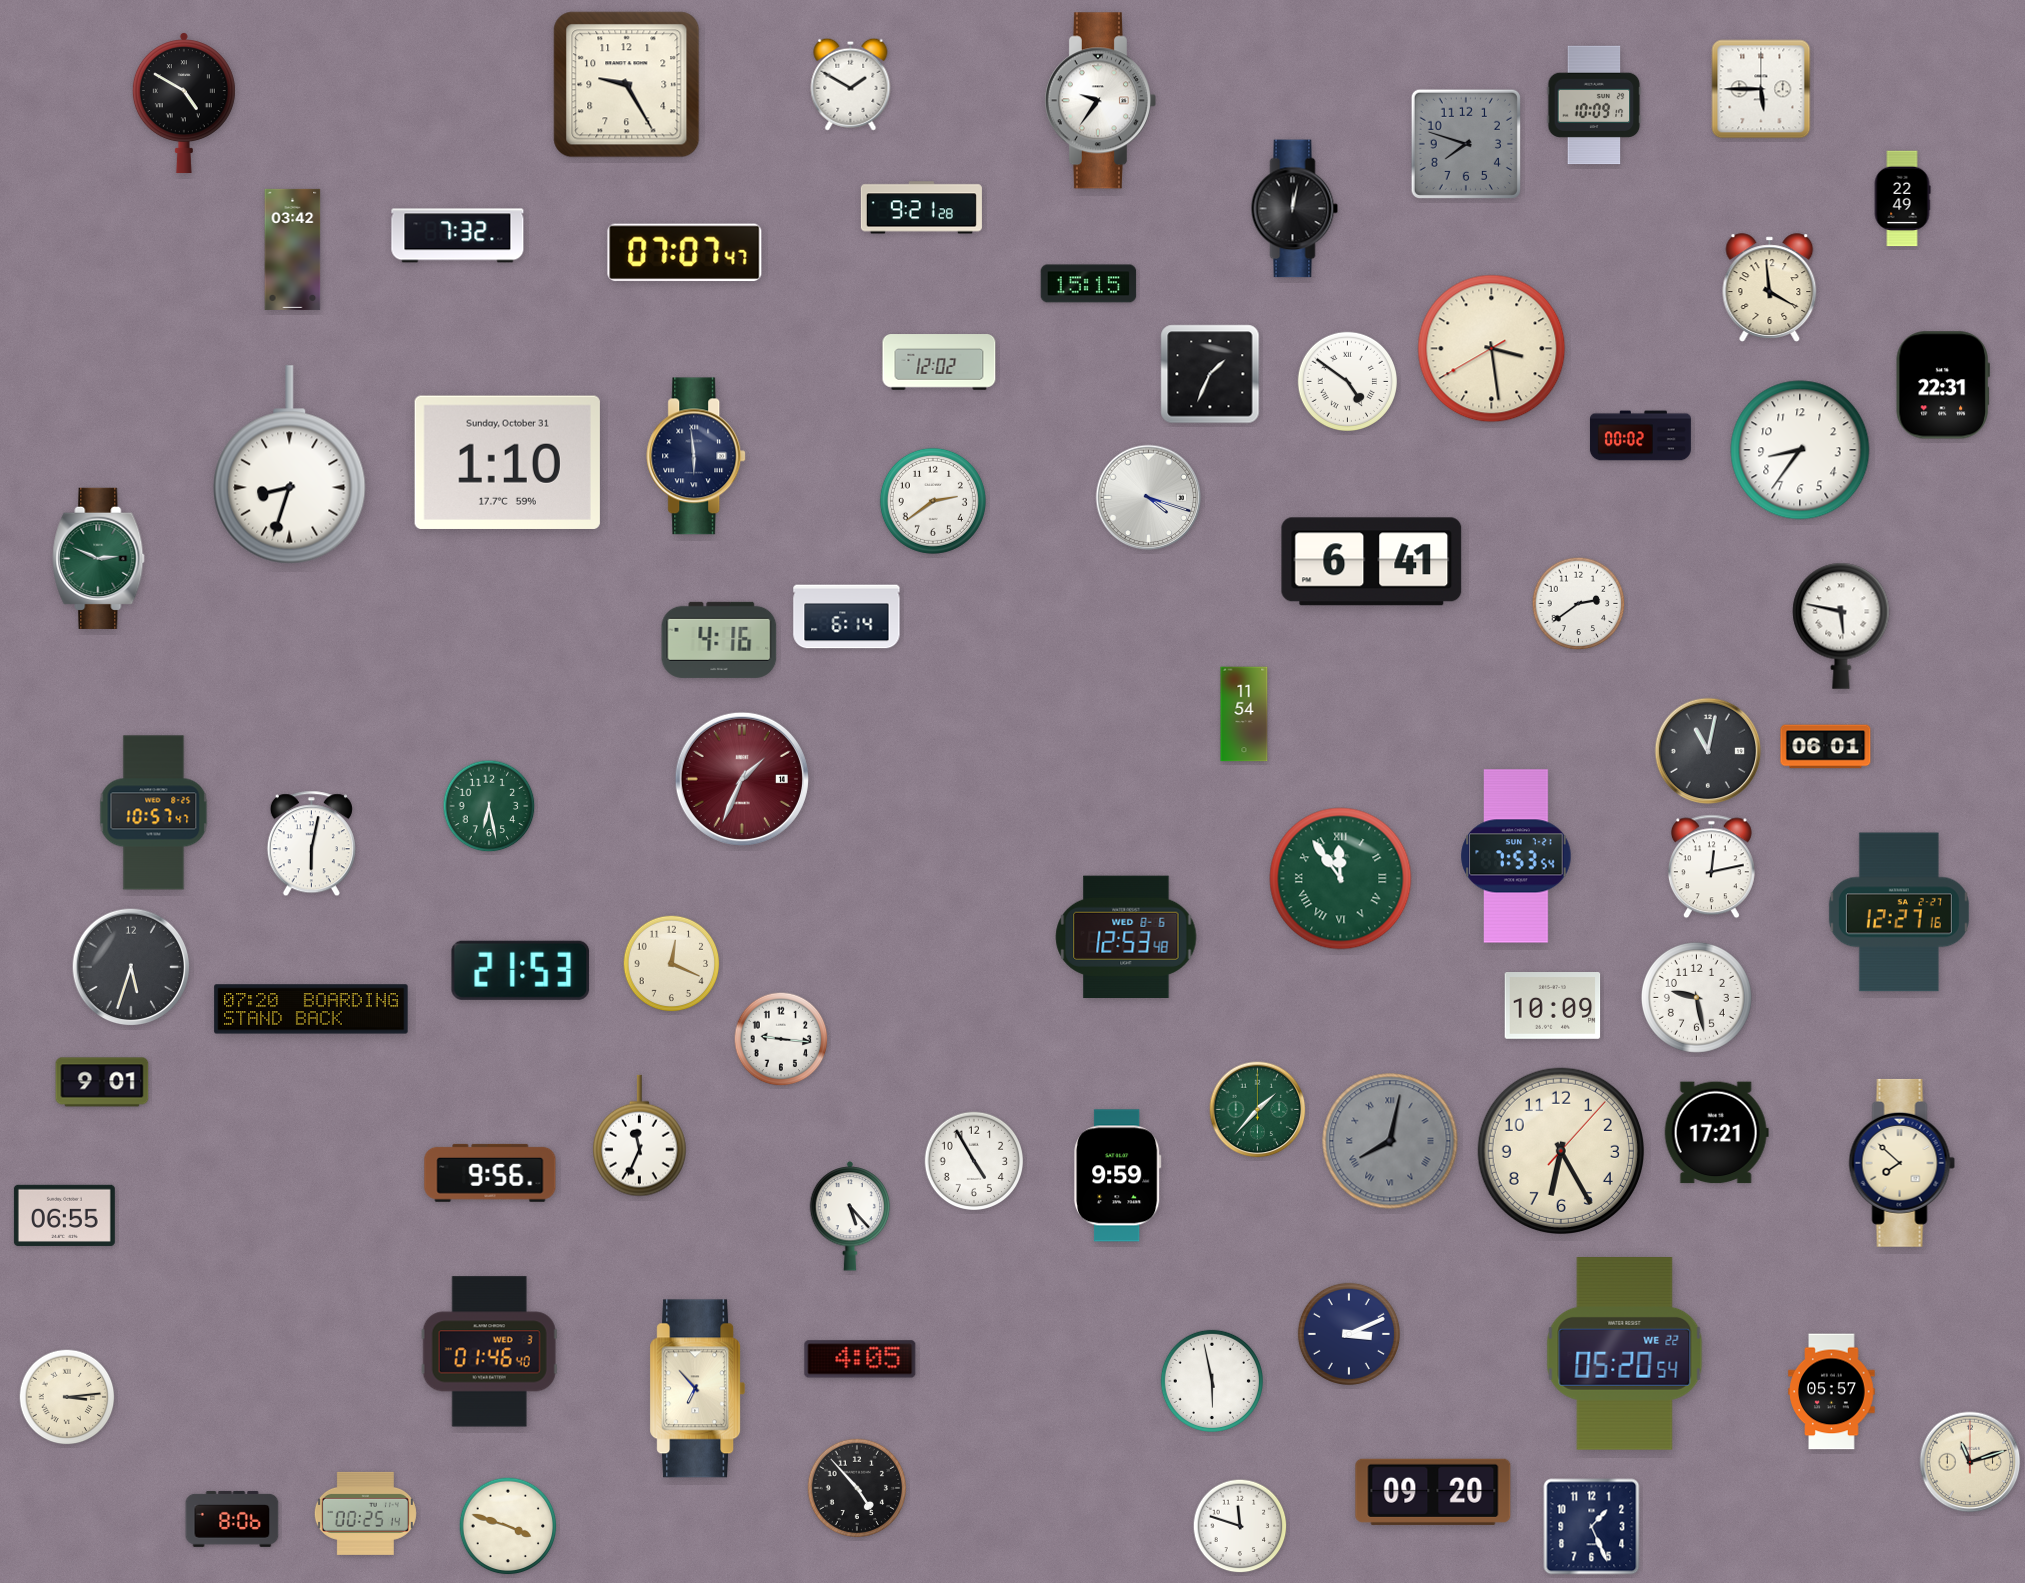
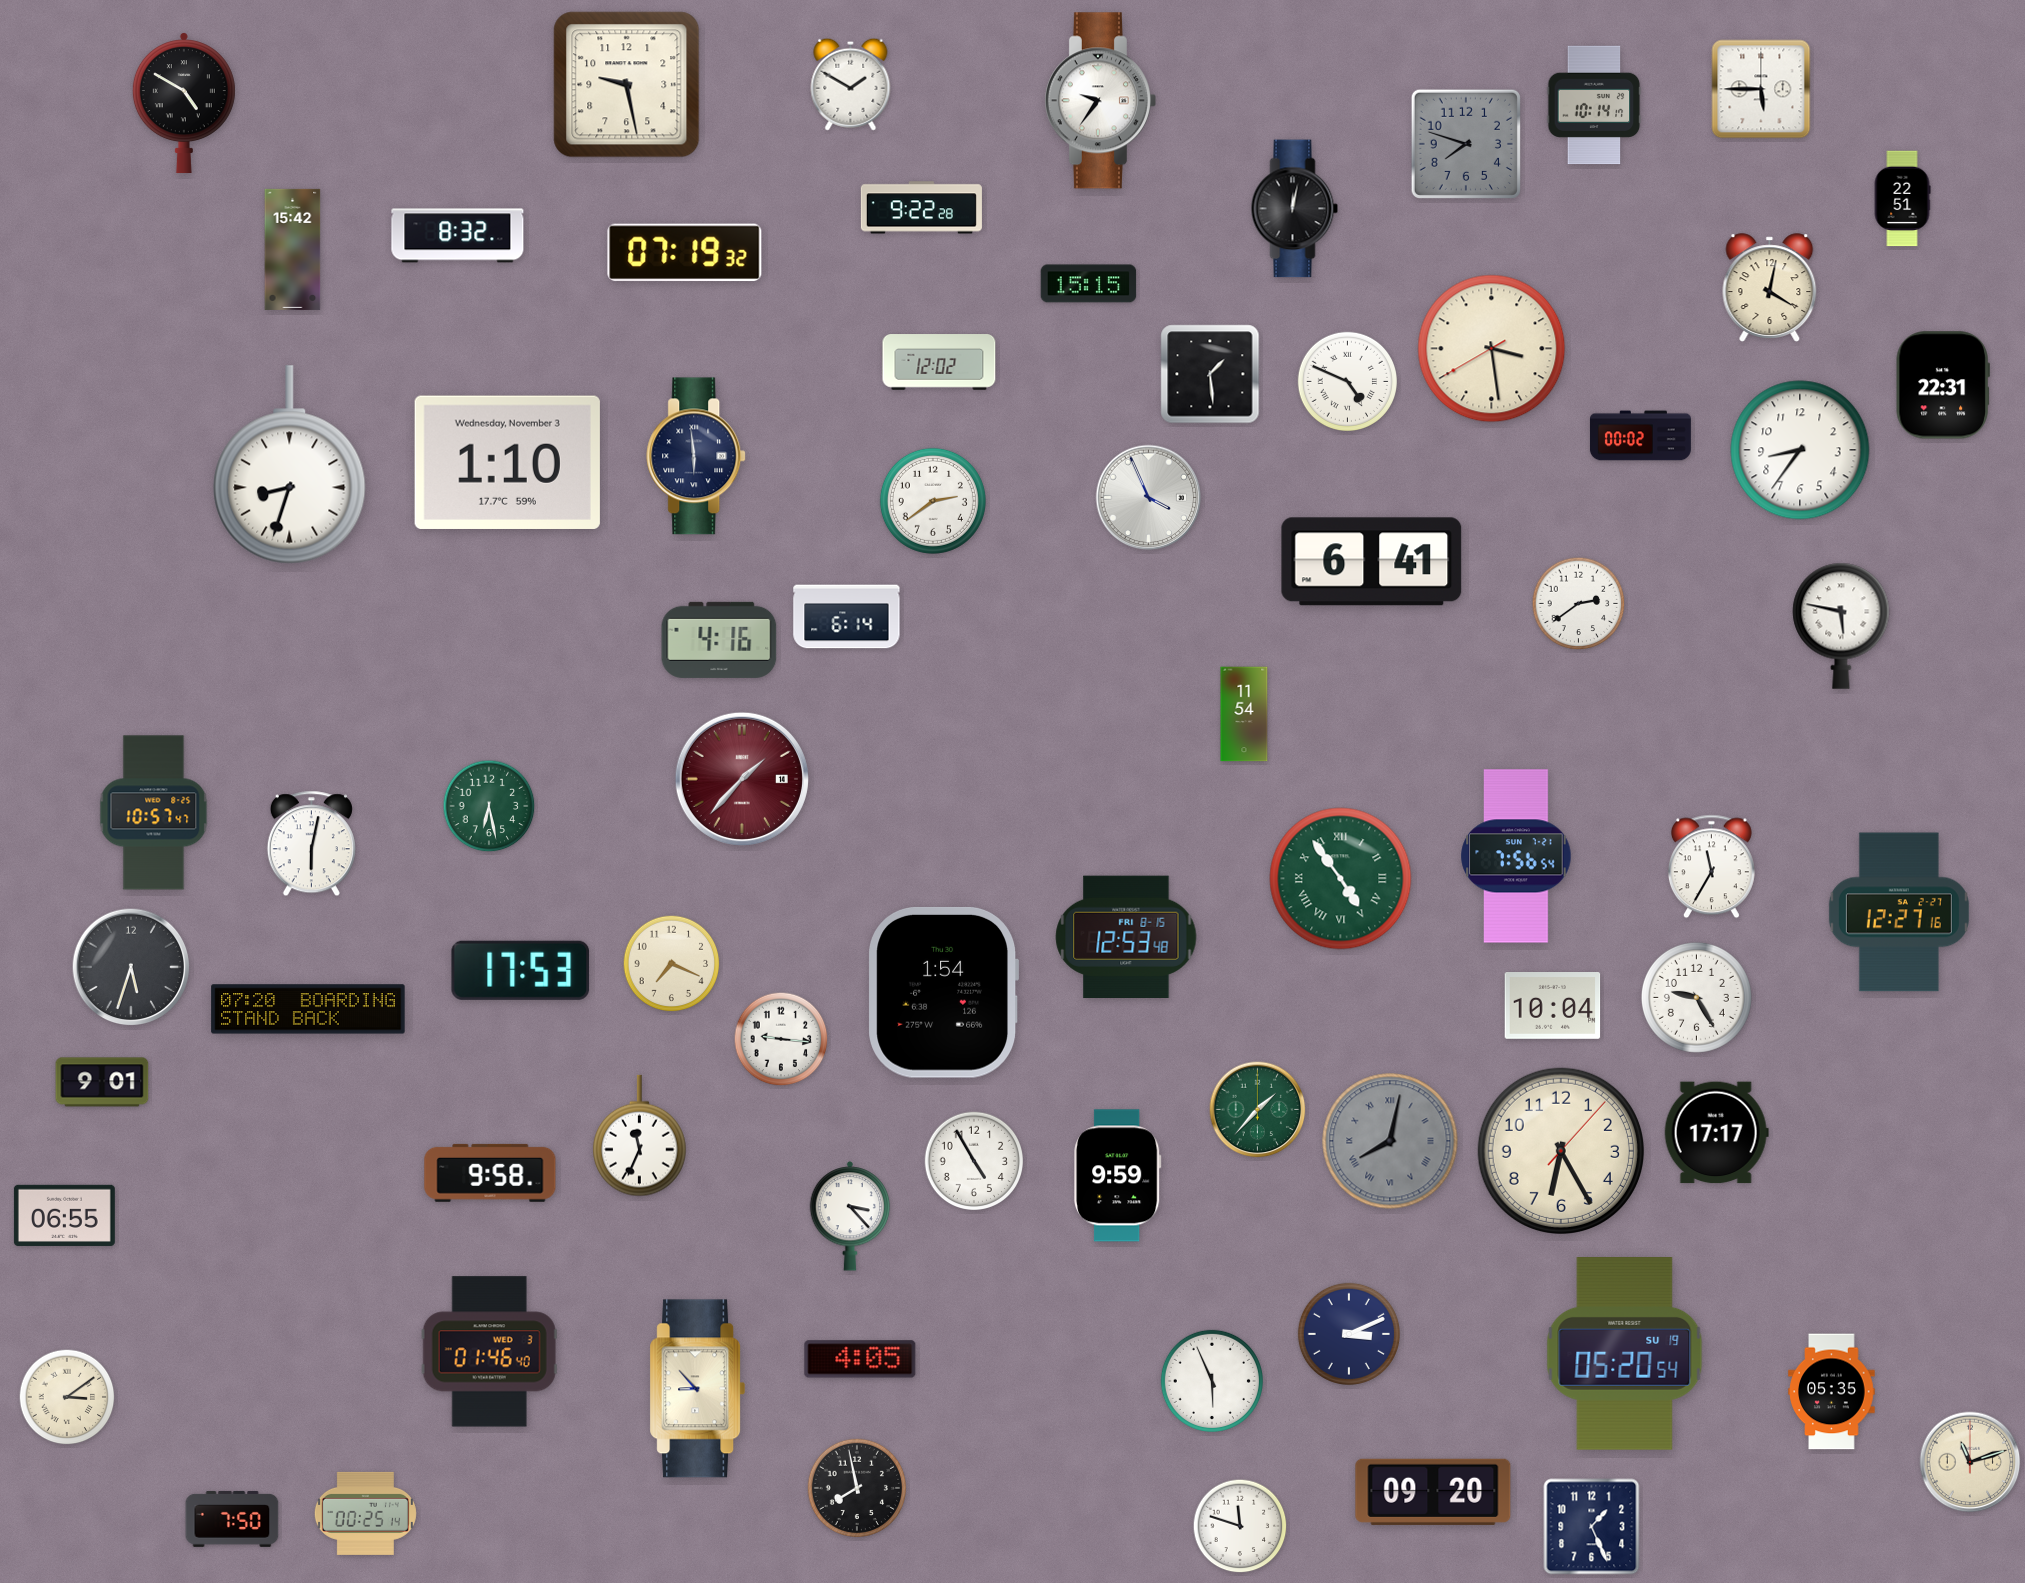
clock at (627, 85): 9:25 -> 9:28
clock at (1594, 105): 10:09 -> 10:14
clock at (1902, 199): 22:49 -> 22:51
clock at (921, 208): 9:21 -> 9:22
clock at (458, 236): 7:32 -> 8:32
clock at (293, 249): 03:42 -> 15:42
clock at (685, 253): 07:07 -> 07:19
clock at (1770, 288): 3:59 -> 4:02
clock at (1210, 374): 1:34 -> 1:29
clock at (1347, 381): 4:51 -> 4:49
clock at (507, 462) date: Sunday, October 31 -> Wednesday, November 3
clock at (1149, 498): 4:18 -> 3:56
clock at (99, 558): 2:49 -> none
clock at (1826, 747): 06:01 -> none
clock at (1708, 751): 11:02 -> none
clock at (742, 779): 1:34 -> 1:37
clock at (1516, 856): 7:53 -> 7:56
clock at (1711, 867): 12:13 -> 11:35
clock at (1341, 879): 11:54 -> 4:54
clock at (1126, 937) date: WED 8-6 -> FRI 8-15
clock at (672, 964): 12:19 -> 7:19
clock at (521, 970): 21:53 -> 17:53
clock at (943, 992): none -> 1:54
clock at (1696, 997): 9:28 -> 9:25
clock at (1553, 1006): 10:09 -> 10:04
clock at (311, 1009) position: (311, 1009) -> (308, 1009)
clock at (1716, 1133): 17:21 -> 17:17
clock at (1902, 1163): 7:52 -> none
clock at (490, 1173): 9:56 -> 9:58
clock at (850, 1216): 5:23 -> 3:23
clock at (1625, 1354) date: WE 22 -> SU 19
clock at (1212, 1381): 5:58 -> 5:56
clock at (698, 1389): 6:53 -> 8:53
clock at (1832, 1392): 05:57 -> 05:35
clock at (67, 1397): 3:14 -> 3:09
clock at (856, 1487): 4:53 -> 7:58
clock at (232, 1519): 8:06 -> 7:50
clock at (508, 1526): 3:48 -> none
